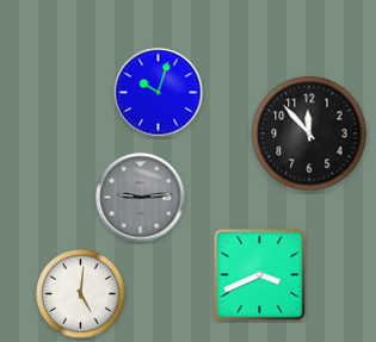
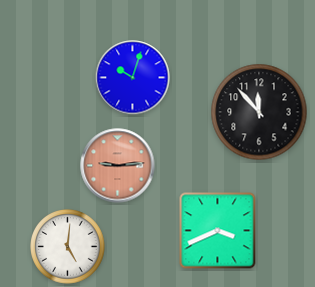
clock at (141, 198) dial: grey -> salmon
